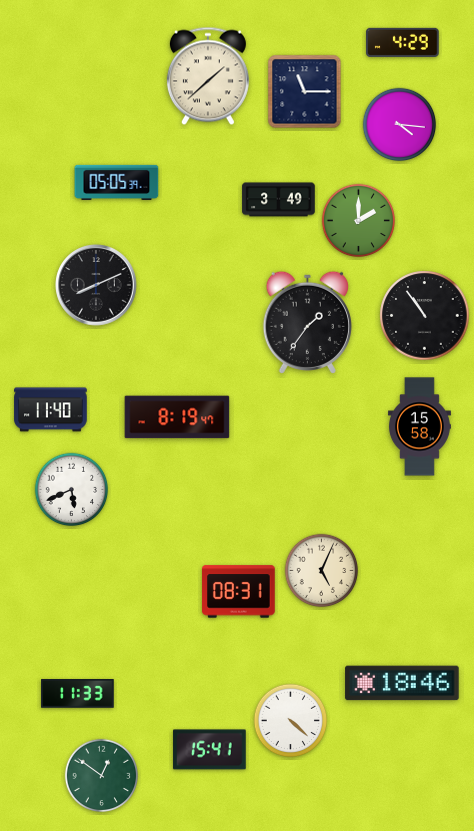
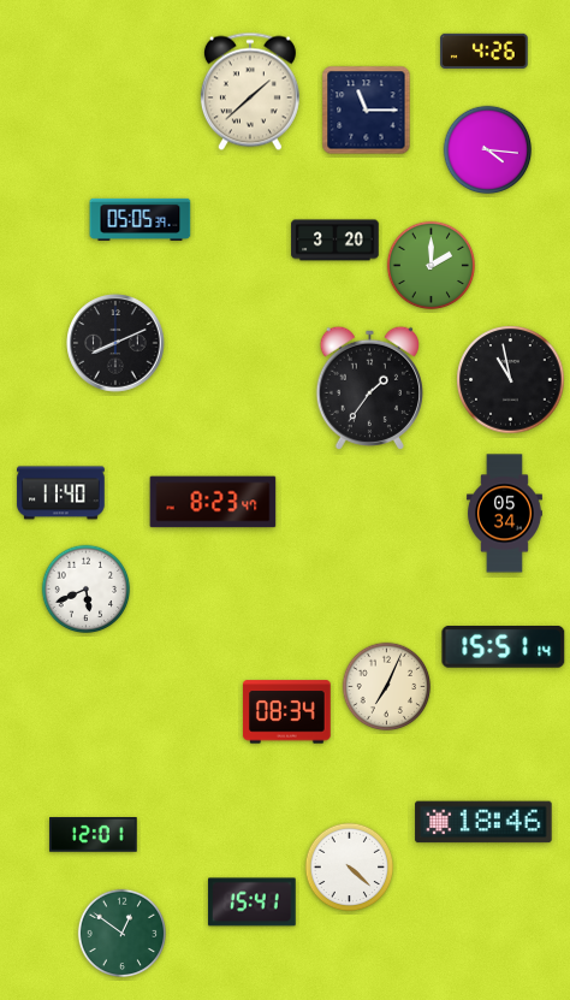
clock at (403, 42): 4:29 -> 4:26
clock at (400, 125) position: (400, 125) -> (488, 150)
clock at (279, 200): 3:49 -> 3:20
clock at (425, 316): 10:54 -> 10:58
clock at (177, 417): 8:19 -> 8:23
clock at (419, 427): 15:58 -> 05:34
clock at (504, 647): none -> 15:51
clock at (322, 571): 5:04 -> 7:04
clock at (239, 592): 08:31 -> 08:34
clock at (78, 694): 11:33 -> 12:01
